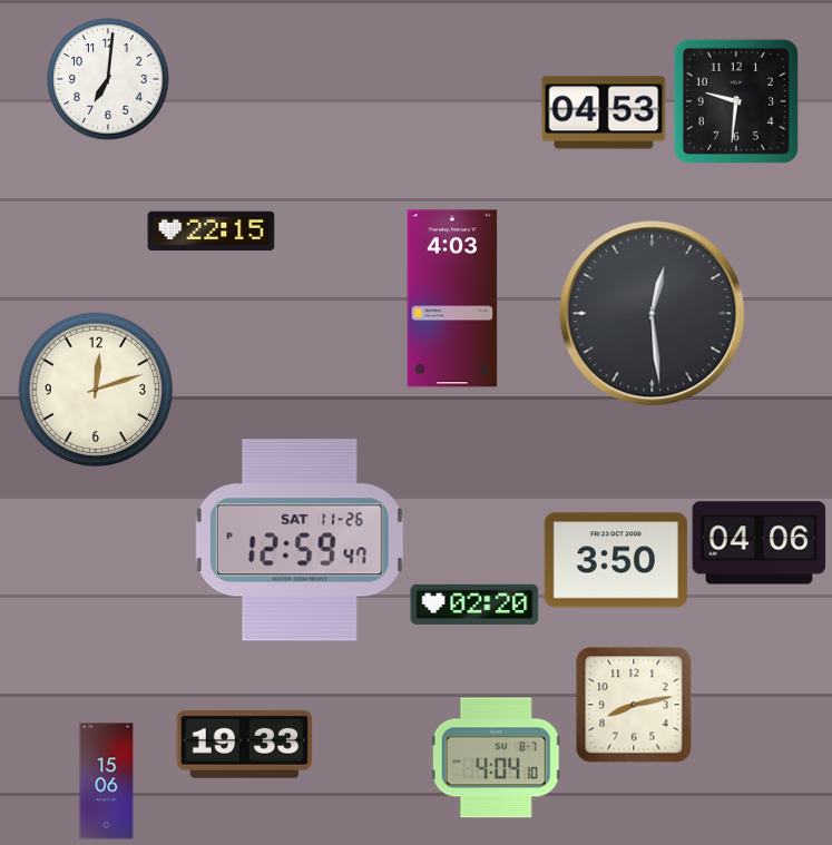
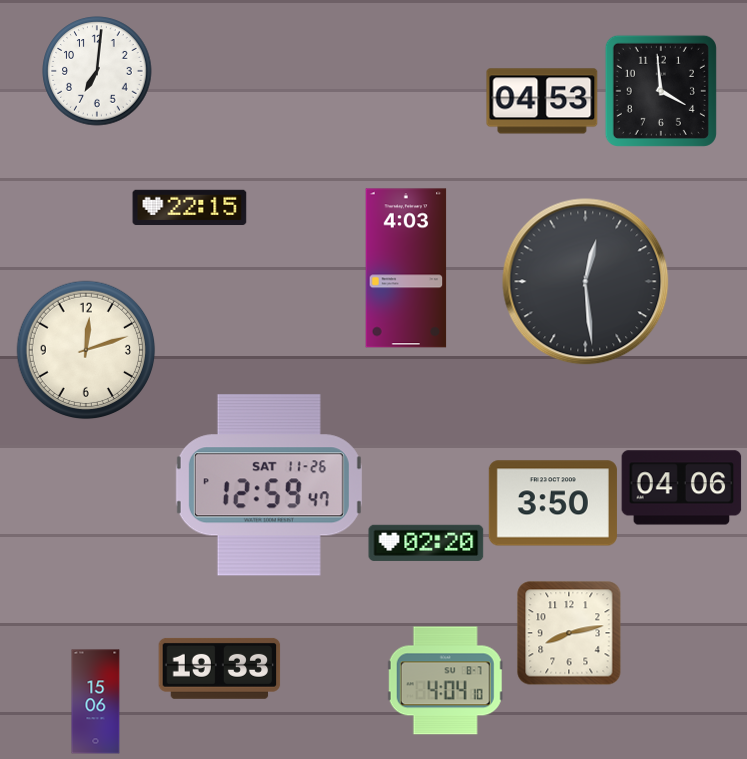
clock at (736, 101): 9:31 -> 3:59
